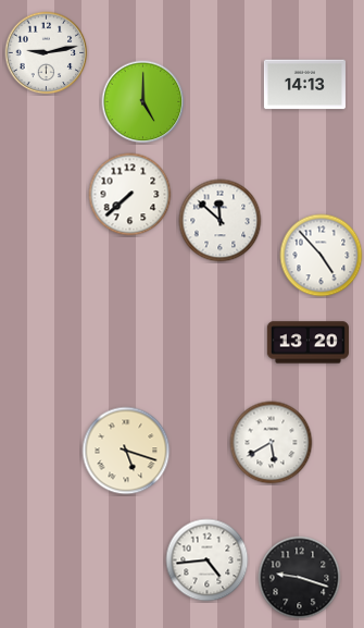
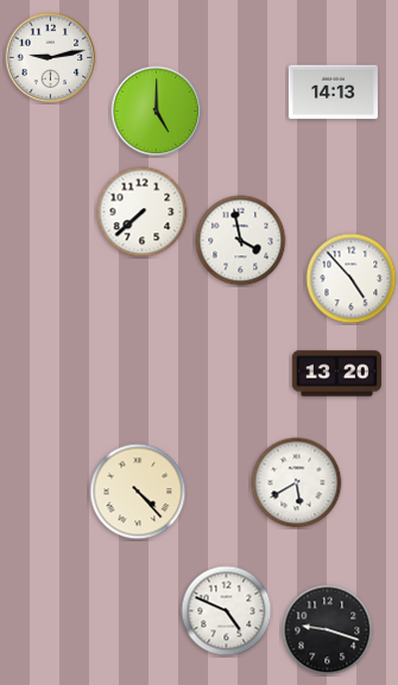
clock at (221, 221): 11:52 -> 3:58
clock at (126, 451): 5:18 -> 4:23
clock at (208, 561): 4:44 -> 4:49
